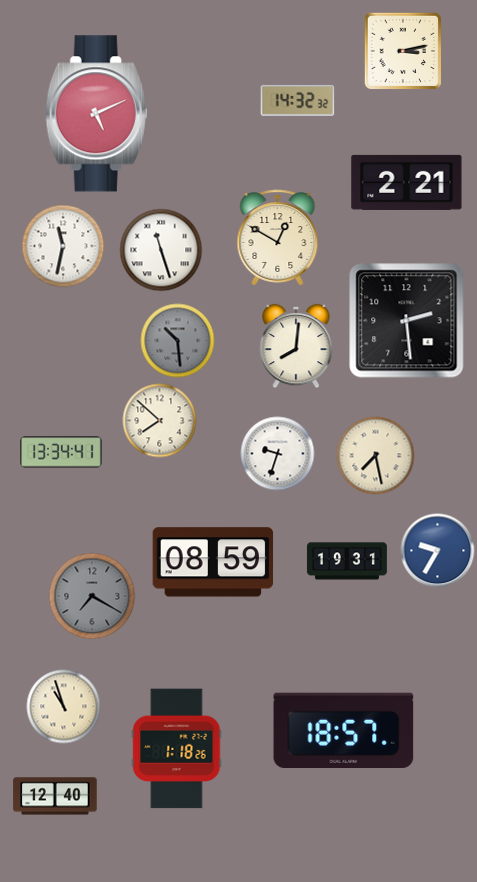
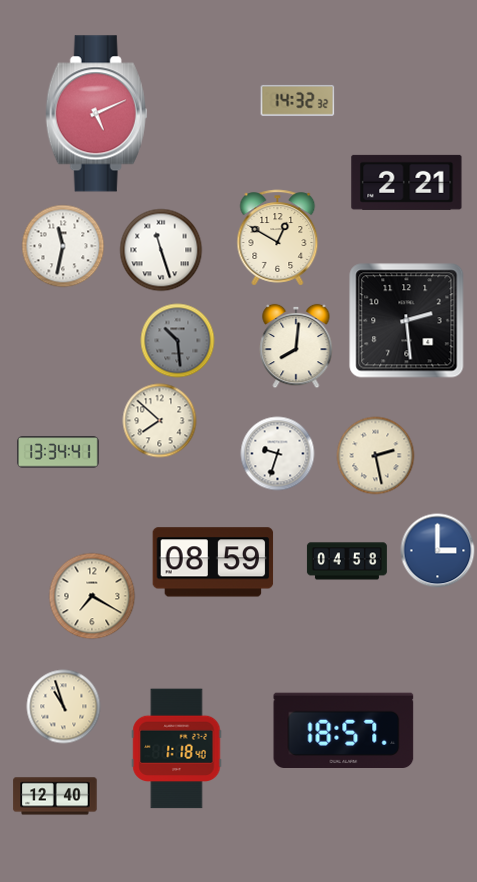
clock at (403, 51): 3:13 -> none
clock at (61, 452) position: (61, 452) -> (58, 452)
clock at (376, 456): 7:28 -> 2:28
clock at (438, 551): 9:35 -> 3:00
clock at (347, 561): 19:31 -> 04:58
clock at (92, 596) dial: grey -> cream
clock at (177, 749): 1:18:26 -> 1:18:40
